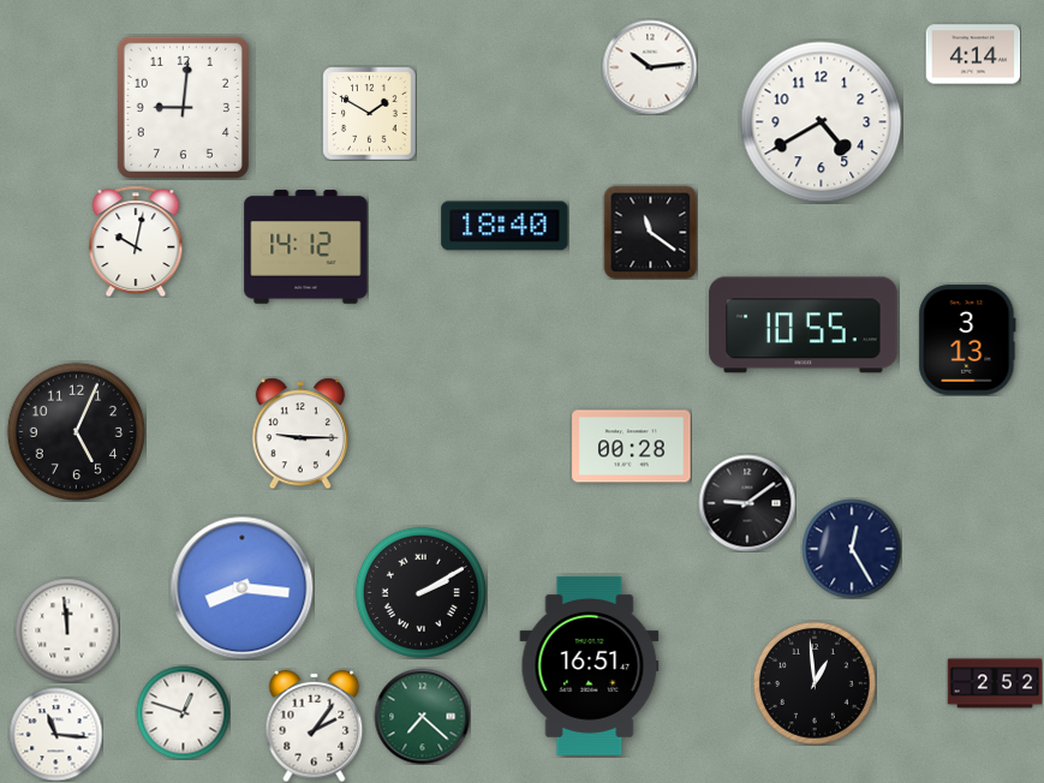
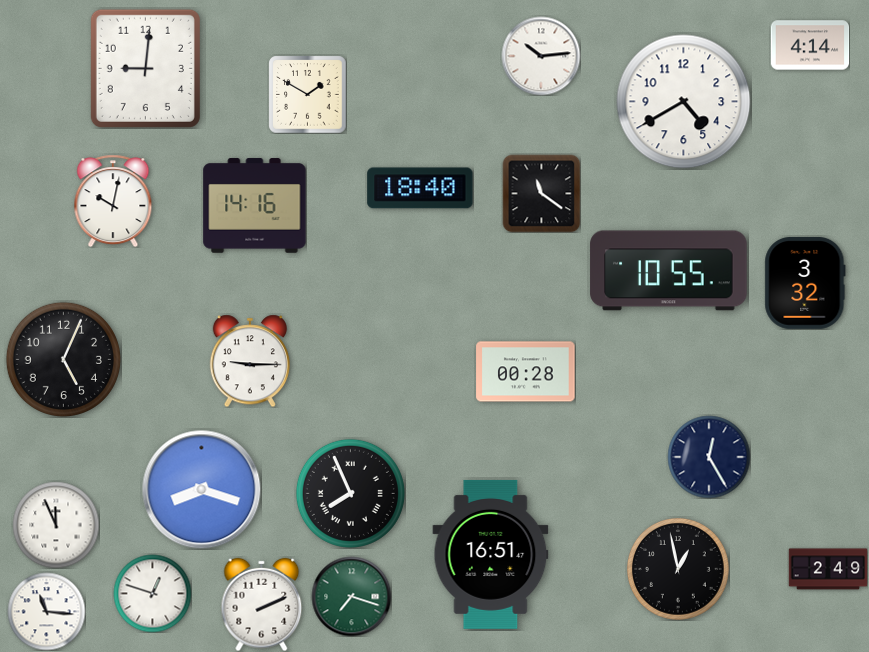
clock at (183, 107) position: (183, 107) -> (145, 68)
clock at (306, 247): 14:12 -> 14:16
clock at (967, 340): 3:13 -> 3:32
clock at (747, 503): 9:09 -> none
clock at (243, 588): 8:16 -> 8:18
clock at (420, 592): 2:10 -> 7:56
clock at (67, 630): 11:59 -> 11:56
clock at (815, 683): 12:59 -> 12:58
clock at (995, 683): 2:52 -> 2:49
clock at (422, 716): 7:22 -> 7:18
clock at (315, 725): 2:06 -> 2:11
